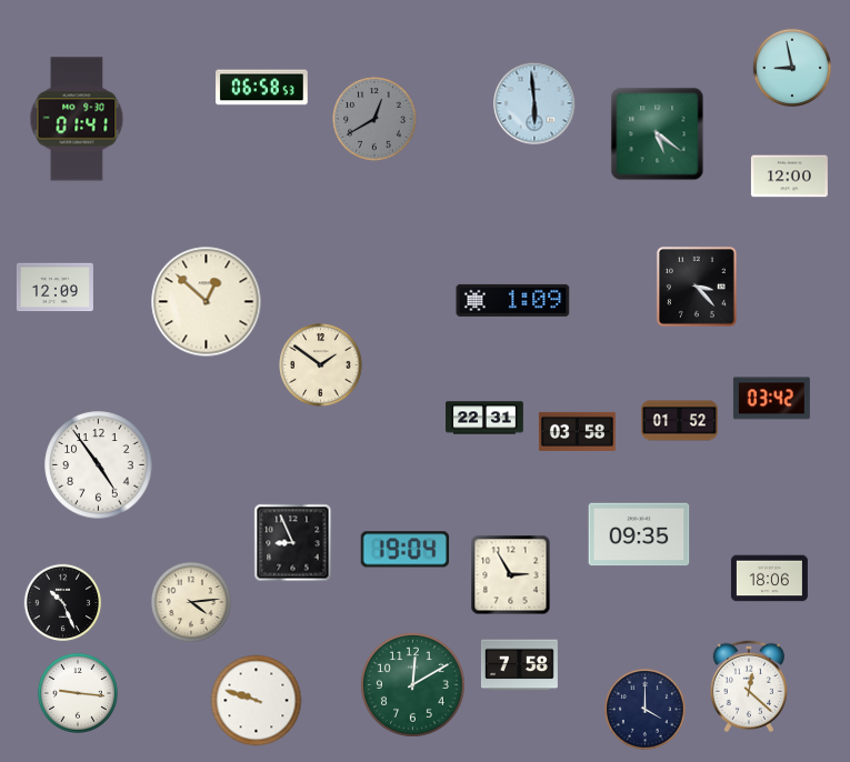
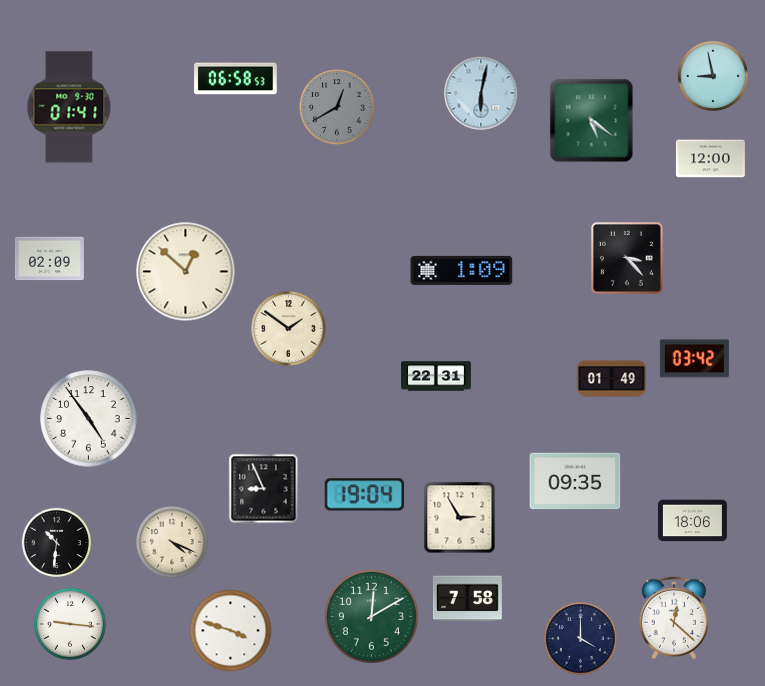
clock at (791, 67) position: (791, 67) -> (712, 75)
clock at (534, 103): 5:59 -> 6:02
clock at (54, 288): 12:09 -> 02:09
clock at (679, 421): 01:52 -> 01:49
clock at (577, 431): 03:58 -> none
clock at (191, 602): 4:14 -> 4:19
clock at (63, 603): 10:26 -> 10:31
clock at (257, 701): 9:48 -> 3:48
